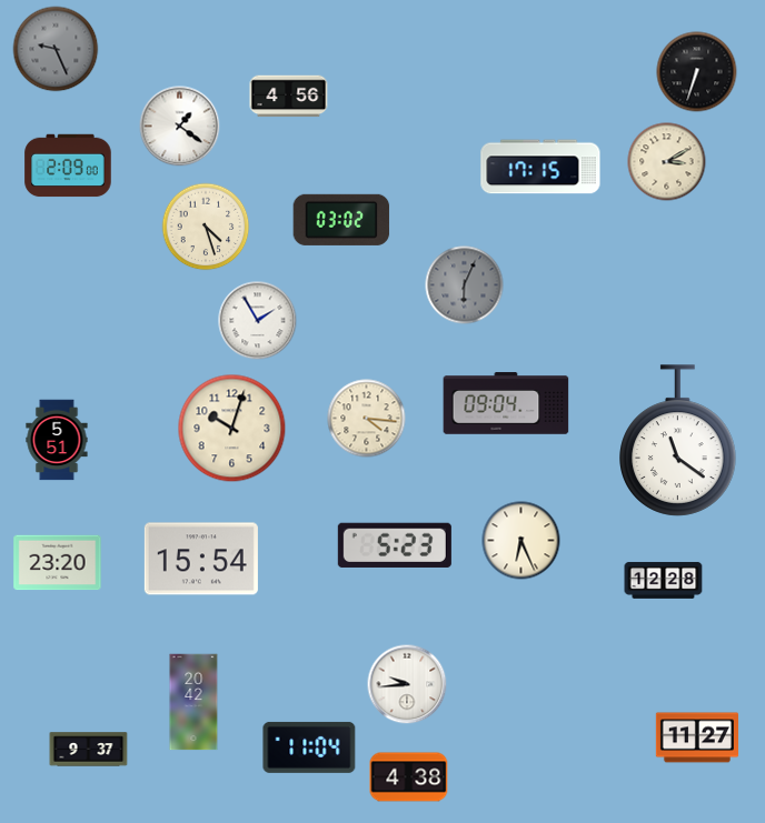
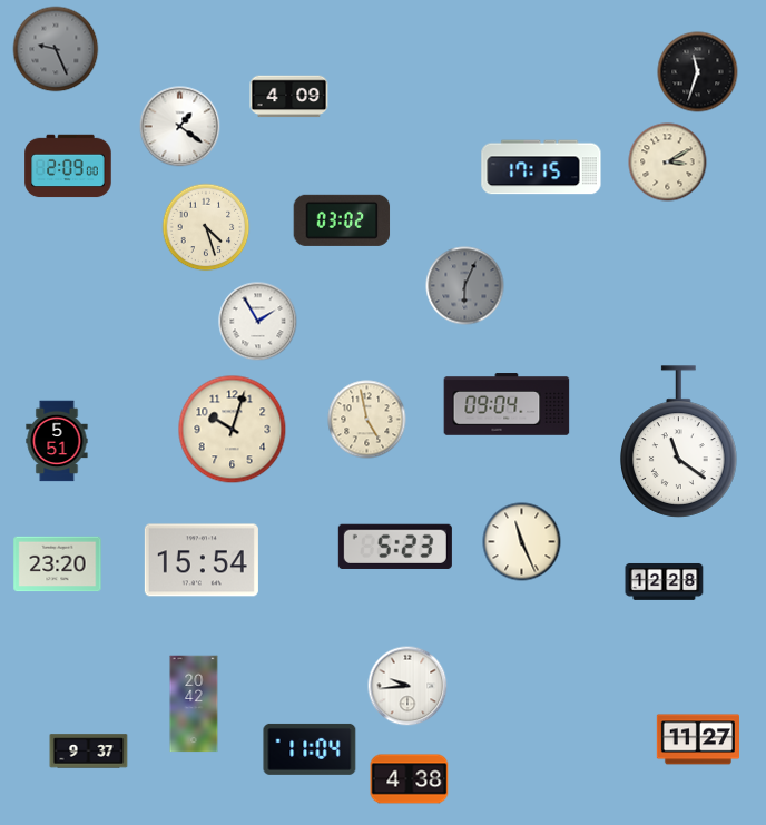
clock at (697, 72): 6:33 -> 11:33
clock at (289, 97): 4:56 -> 4:09
clock at (367, 419): 4:16 -> 4:58
clock at (521, 541): 6:26 -> 11:26
